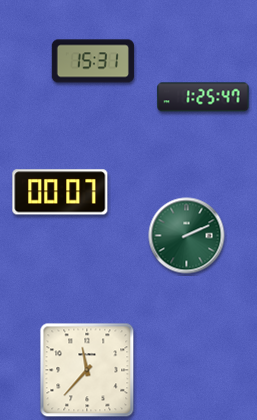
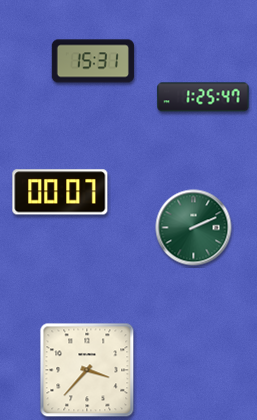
clock at (187, 236) position: (187, 236) -> (194, 228)
clock at (87, 370): 11:37 -> 3:37
